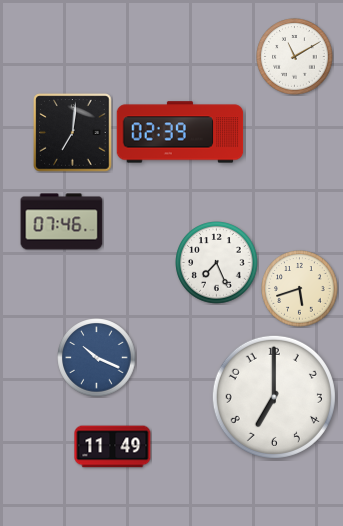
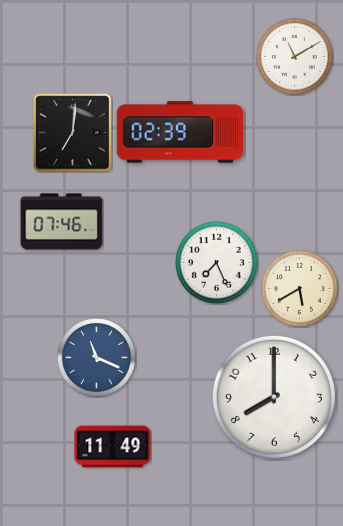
clock at (300, 289): 5:42 -> 5:40
clock at (97, 358): 10:19 -> 11:19
clock at (274, 397): 7:00 -> 8:00
